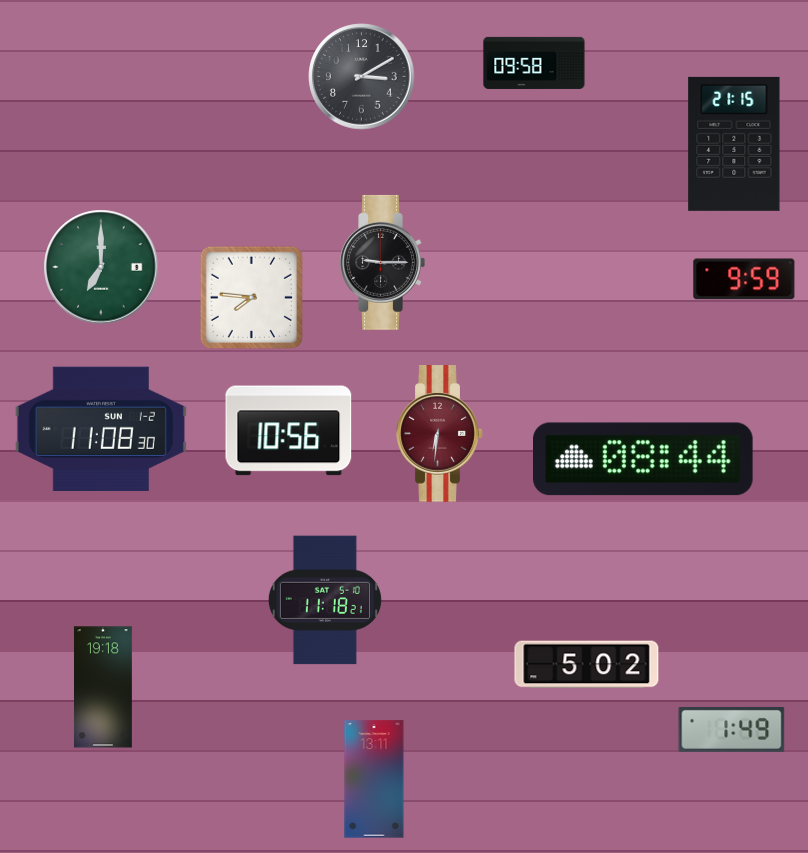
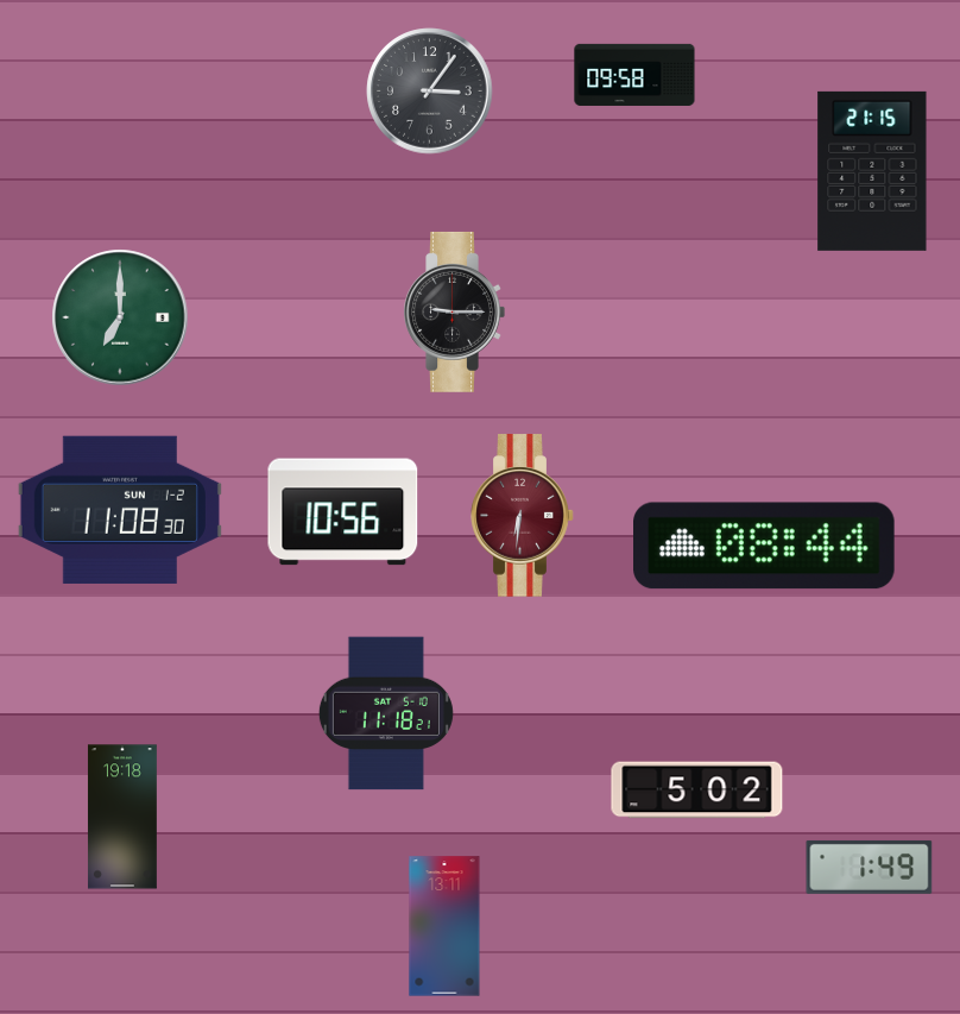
clock at (362, 77): 3:10 -> 3:06
clock at (744, 279): 9:59 -> none
clock at (251, 297): 7:46 -> none
